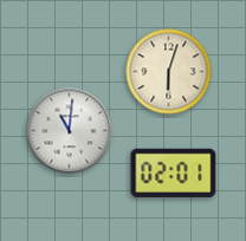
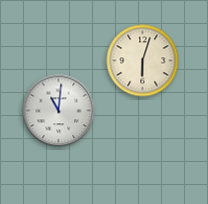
clock at (174, 172): 02:01 -> none
